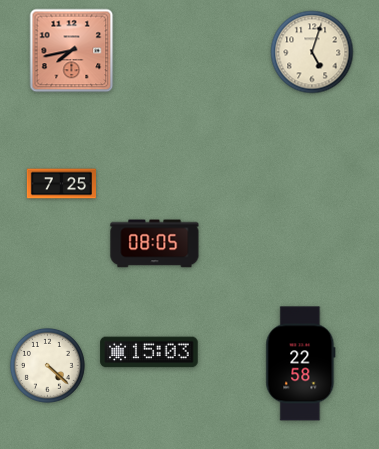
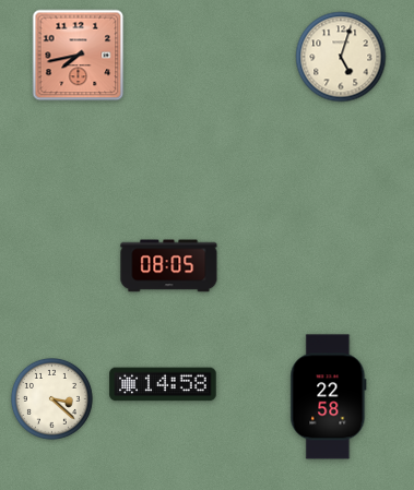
clock at (61, 184): 7:25 -> none
clock at (149, 352): 15:03 -> 14:58
clock at (47, 365): 4:22 -> 3:22
